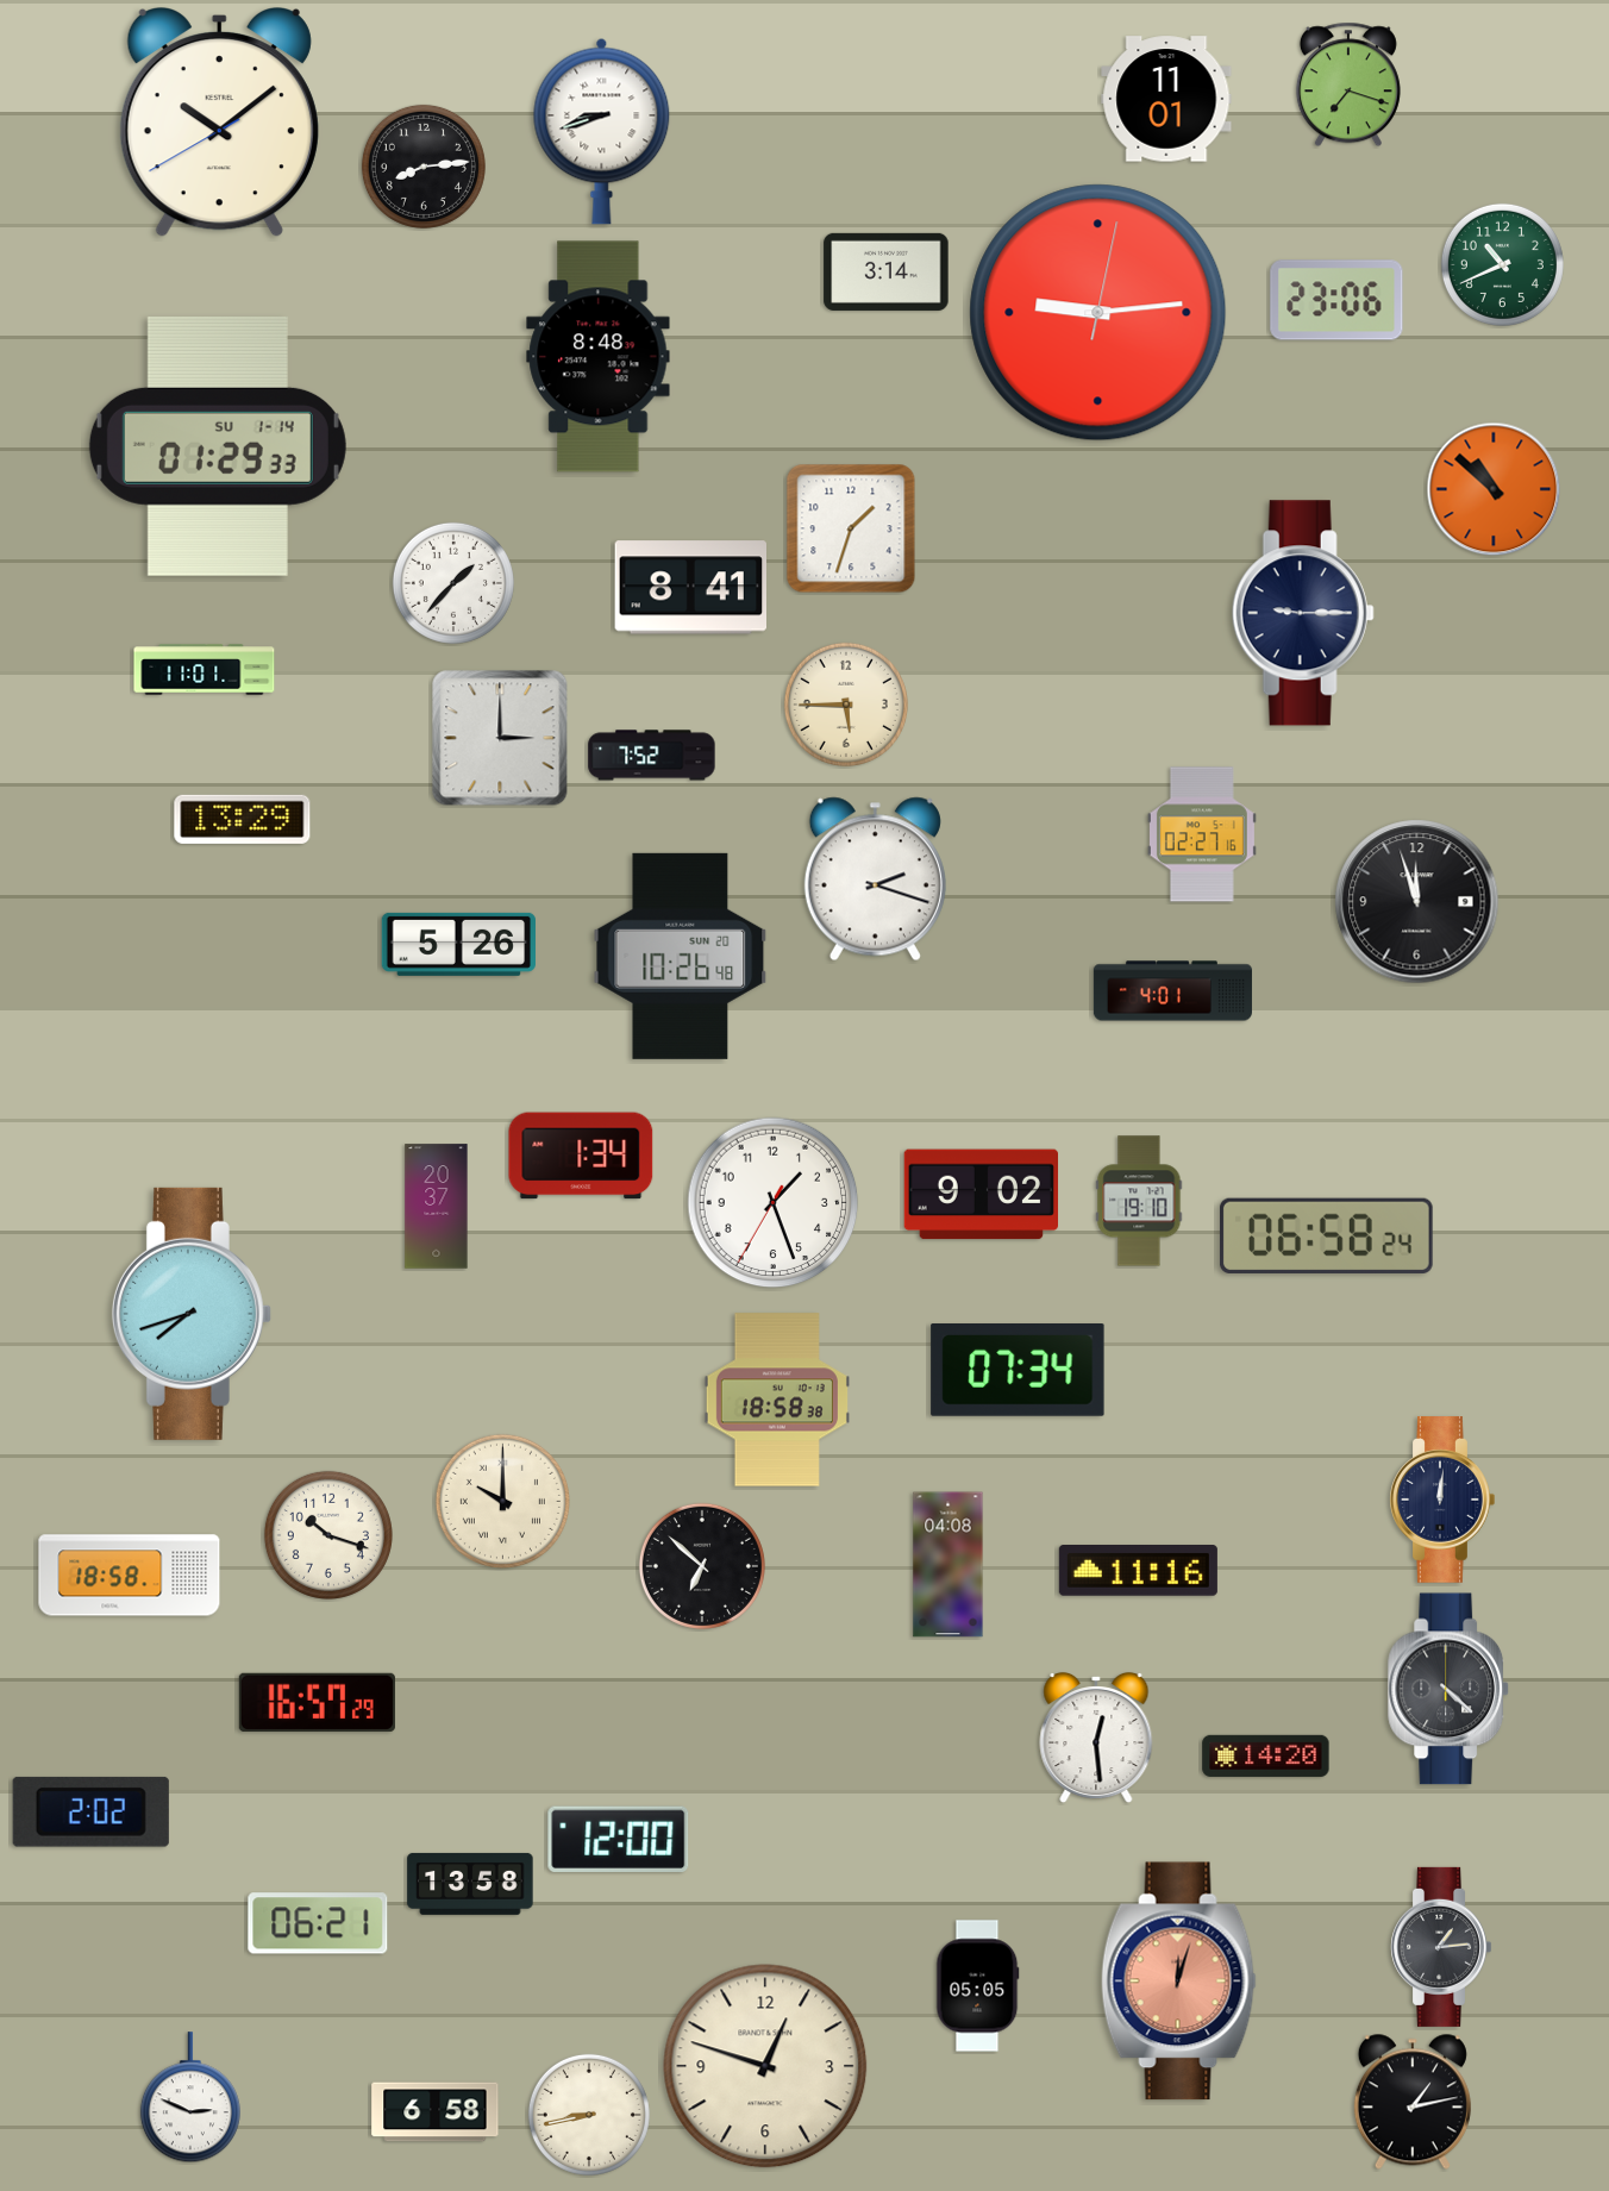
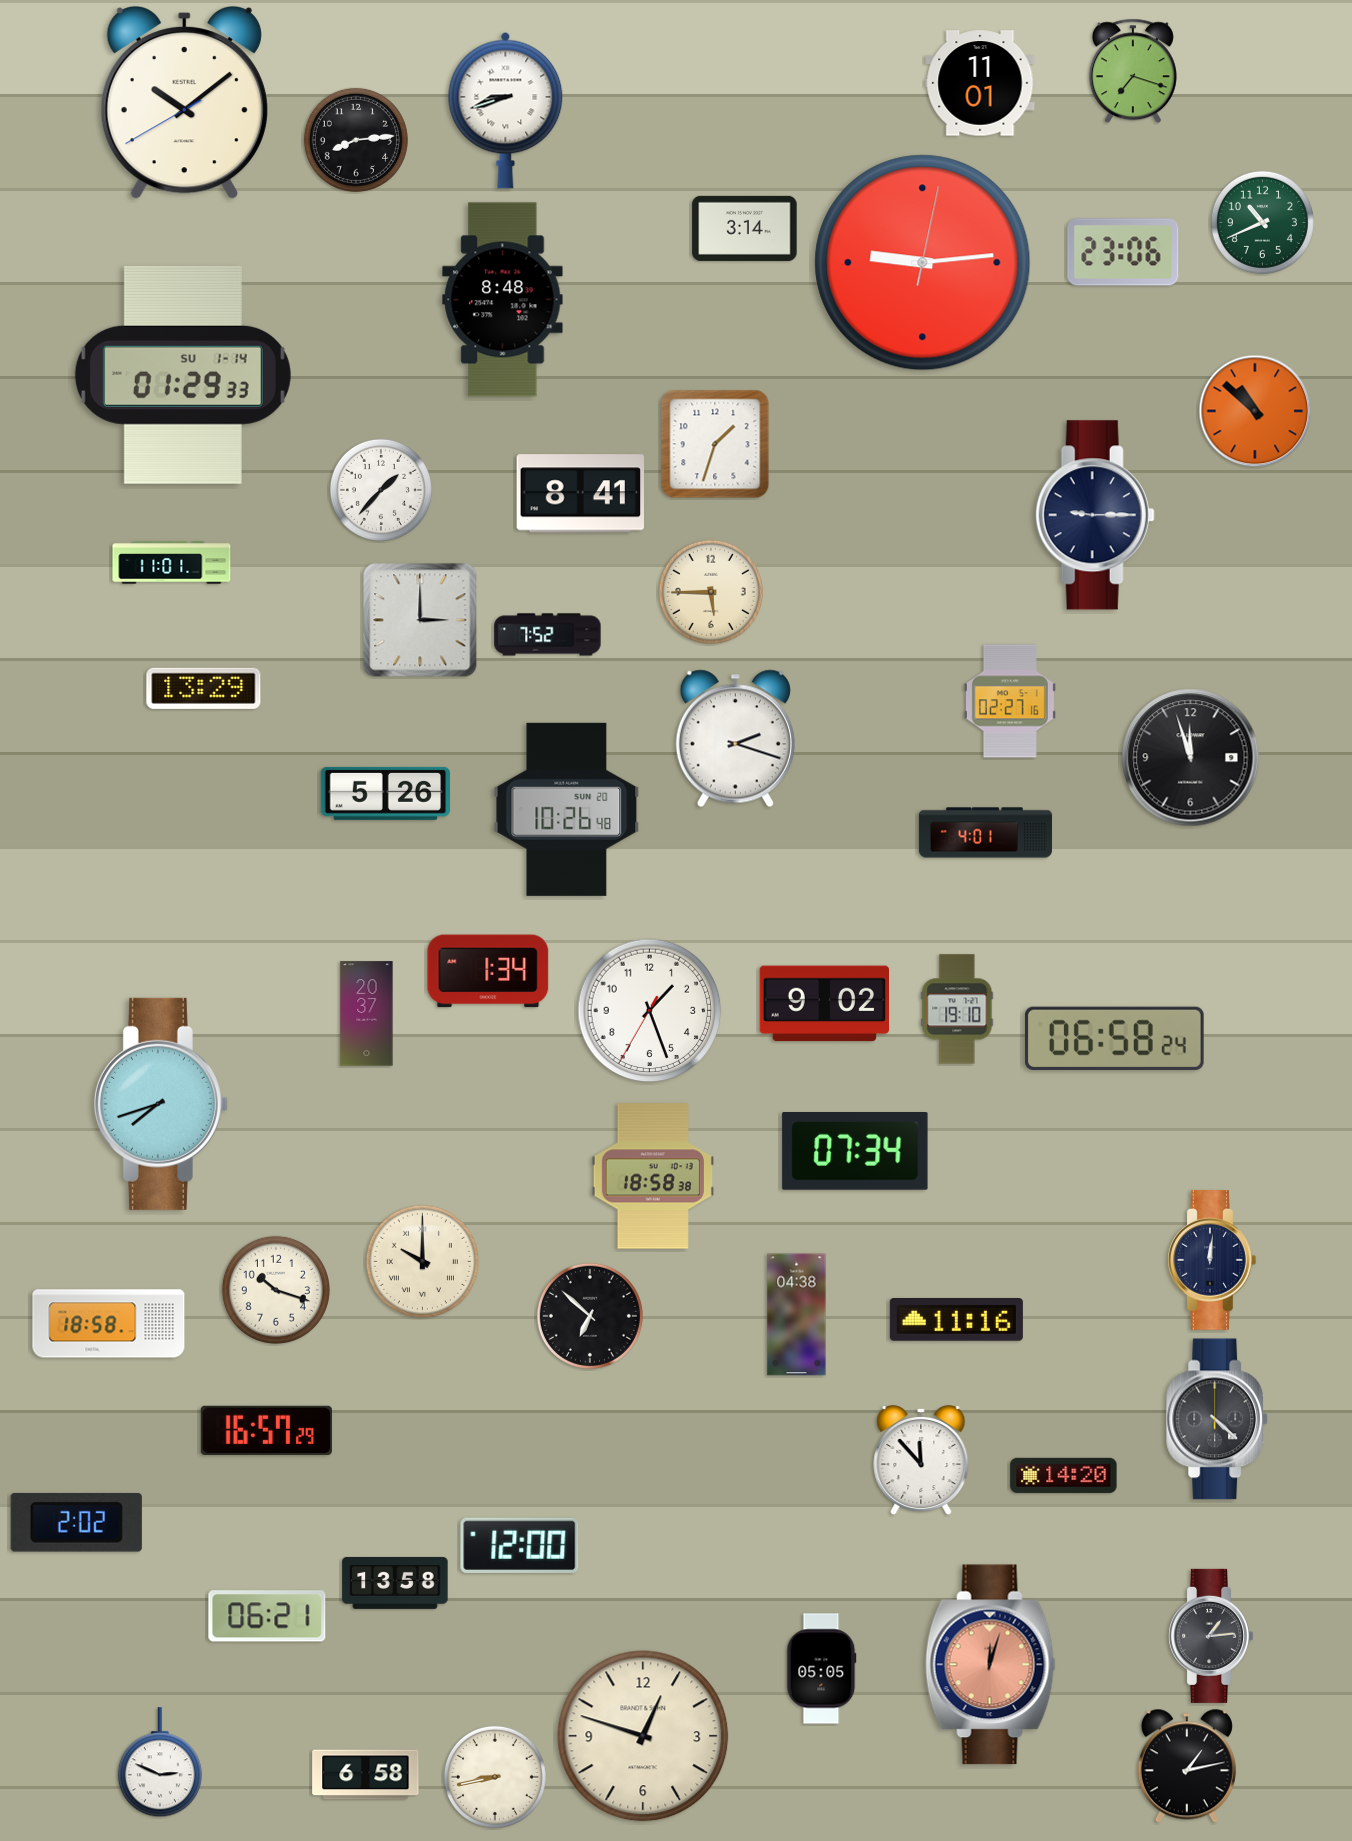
clock at (681, 956) position: (681, 956) -> (567, 809)
clock at (949, 1565): 04:08 -> 04:38
clock at (1096, 1738): 12:29 -> 11:53
